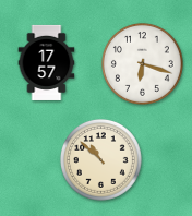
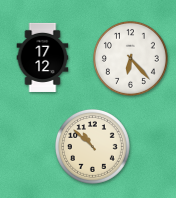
clock at (47, 62): 17:57 -> 17:12
clock at (142, 63): 6:18 -> 6:23
